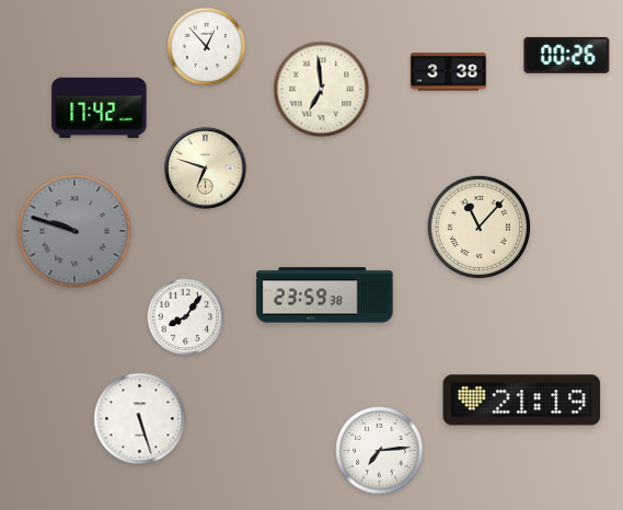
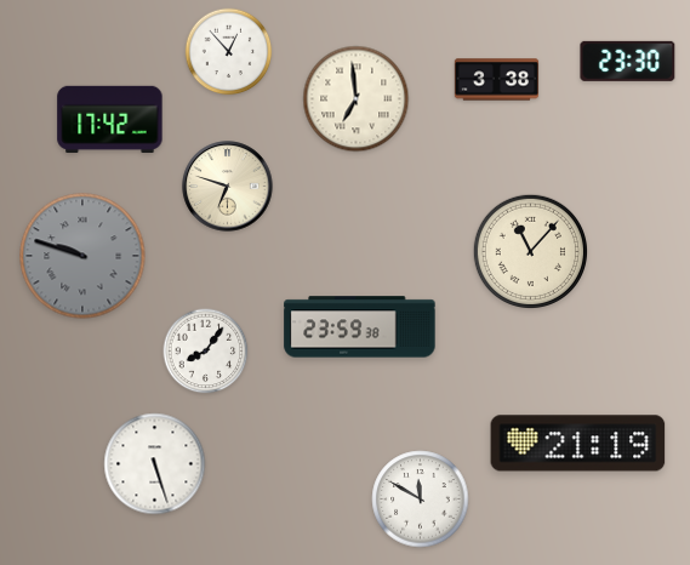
clock at (567, 55): 00:26 -> 23:30
clock at (380, 451): 7:14 -> 11:50
